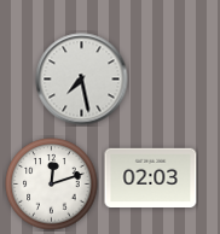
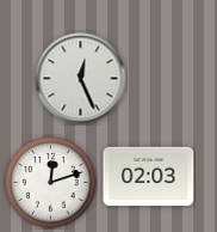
clock at (82, 80): 7:28 -> 12:26
